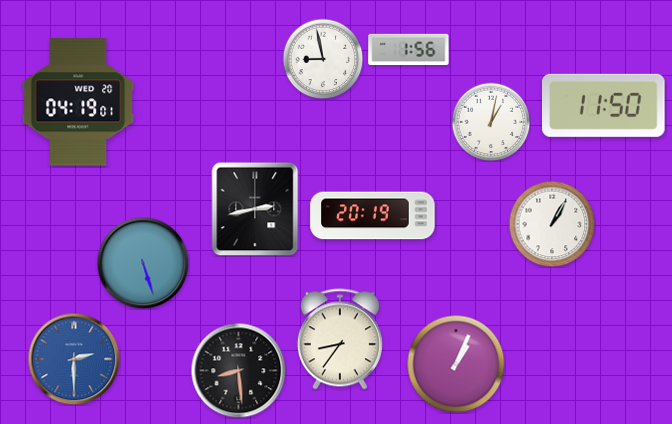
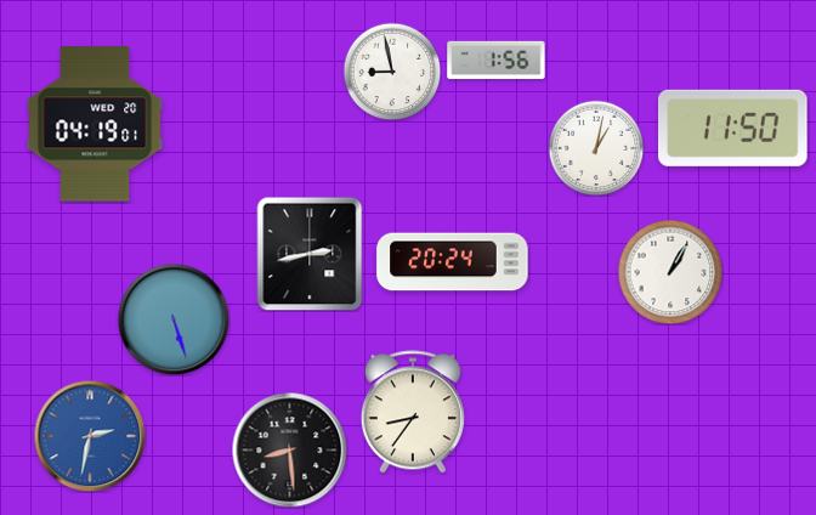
clock at (373, 216): 20:19 -> 20:24
clock at (74, 359): 2:30 -> 2:32
clock at (456, 364): 1:04 -> none
